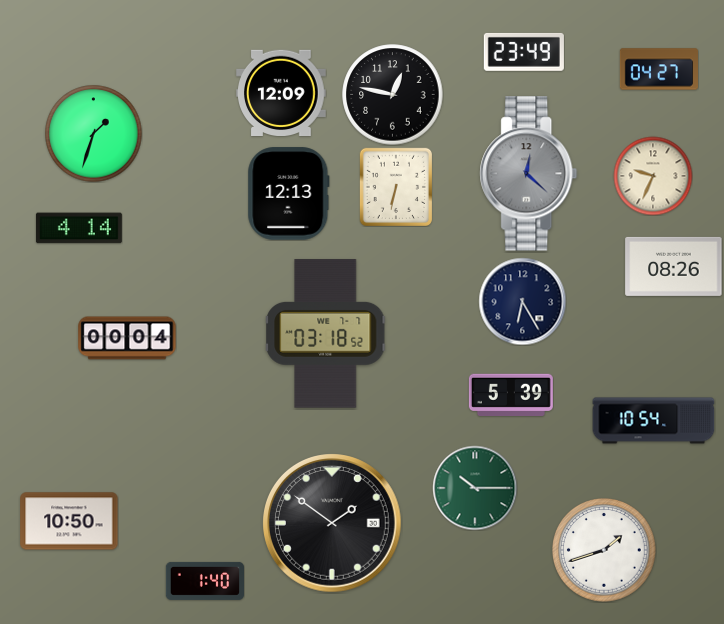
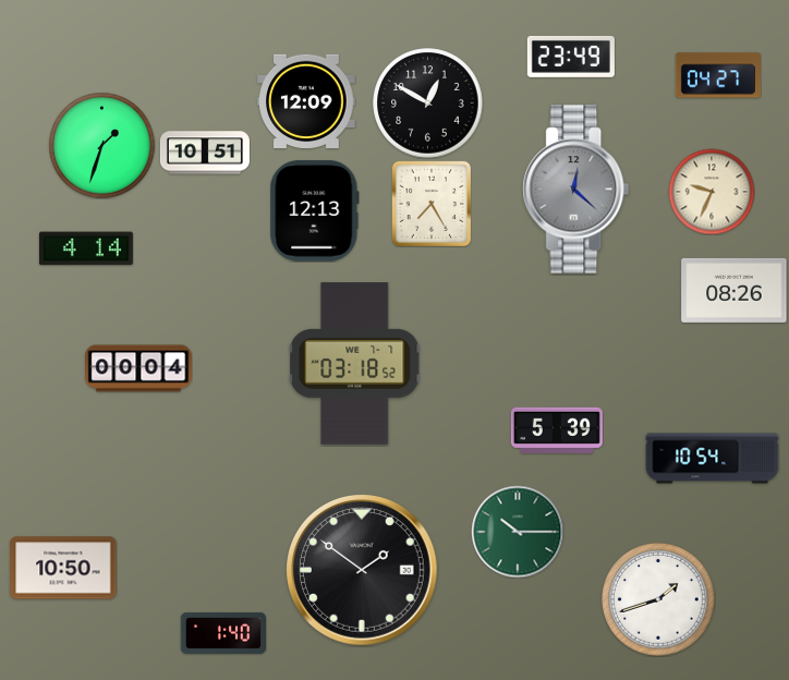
clock at (393, 95): 12:47 -> 12:50
clock at (205, 153): none -> 10:51
clock at (395, 186): 6:32 -> 7:25
clock at (522, 301): 6:25 -> none
clock at (69, 521) position: (69, 521) -> (63, 568)
